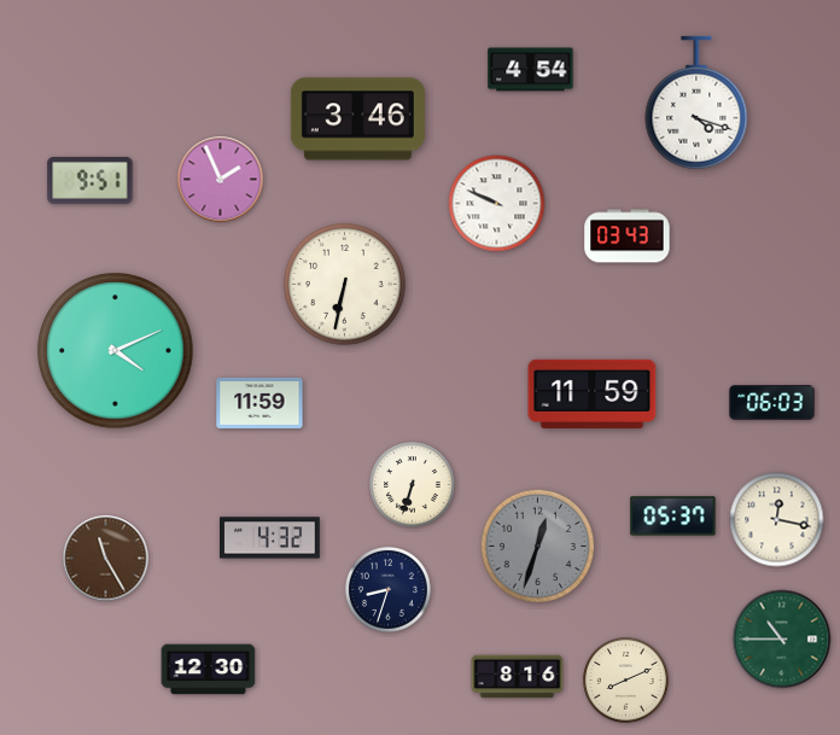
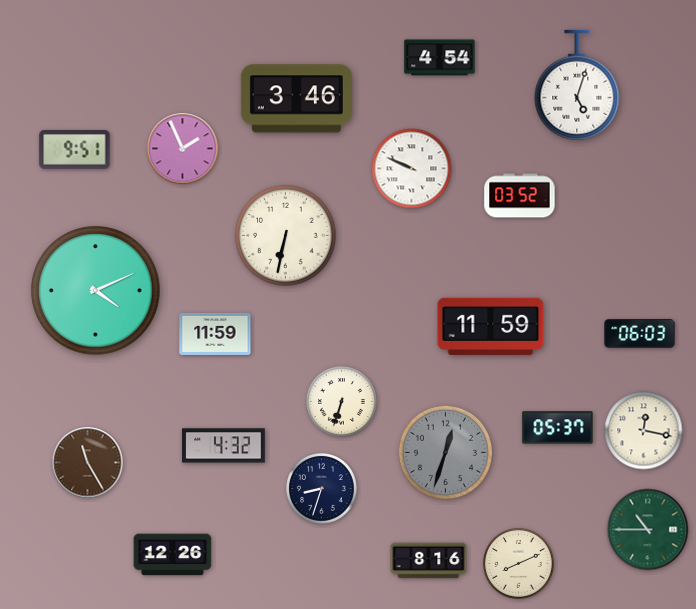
clock at (696, 103): 4:18 -> 5:03
clock at (628, 237): 03:43 -> 03:52
clock at (209, 670): 12:30 -> 12:26
